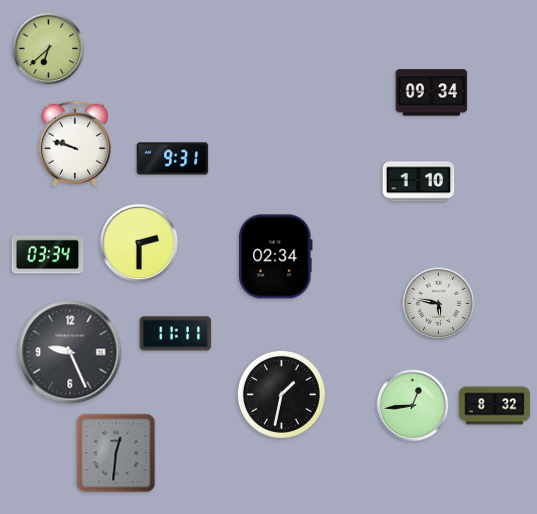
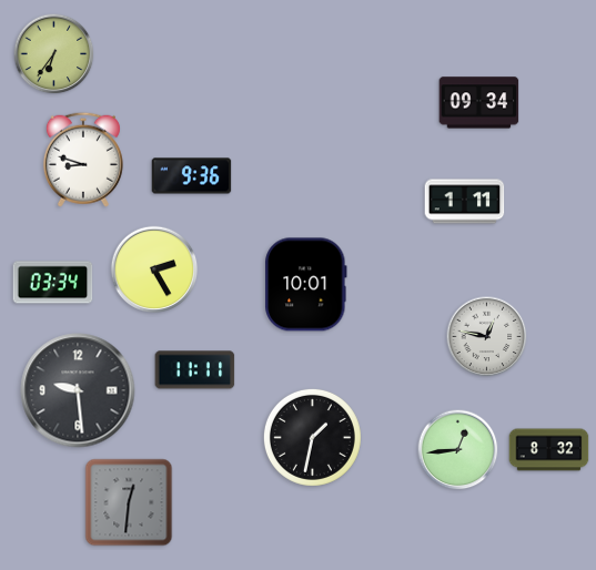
clock at (49, 49): 6:38 -> 6:36
clock at (75, 144): 9:48 -> 8:48
clock at (173, 159): 9:31 -> 9:36
clock at (419, 182): 1:10 -> 1:11
clock at (139, 243): 2:30 -> 2:25
clock at (276, 257): 02:34 -> 10:01
clock at (439, 304): 5:47 -> 12:47
clock at (70, 352): 9:26 -> 9:29
